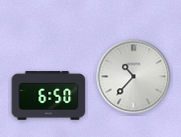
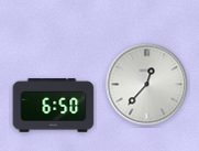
clock at (134, 77): 10:37 -> 12:37
